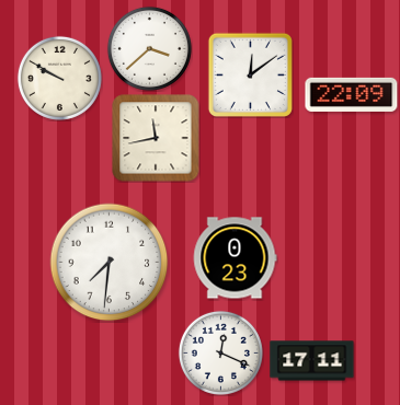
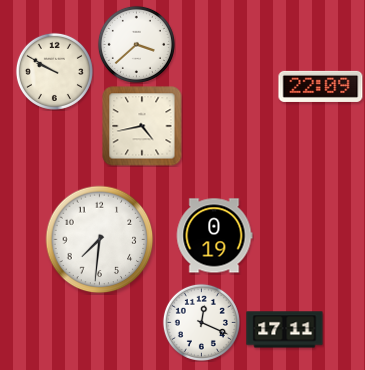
clock at (250, 74): 12:09 -> none
clock at (156, 138): 11:43 -> 4:43
clock at (235, 258): 0:23 -> 0:19
